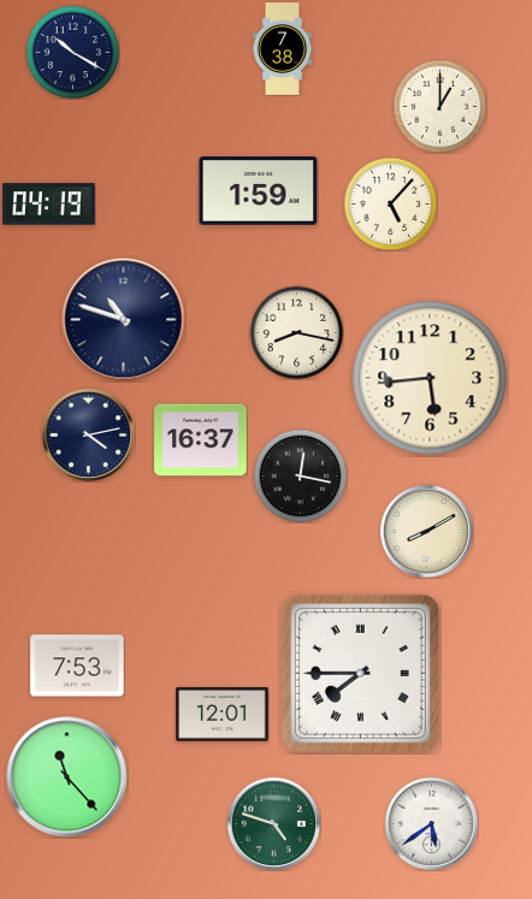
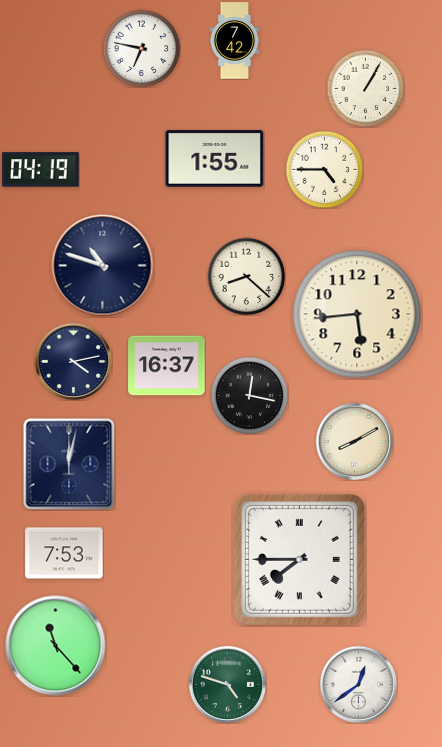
clock at (283, 49): 7:38 -> 7:42
clock at (72, 52): 10:20 -> none
clock at (141, 48): none -> 6:47
clock at (439, 106): 1:00 -> 1:05
clock at (259, 191): 1:59 -> 1:55
clock at (390, 203): 5:07 -> 4:45
clock at (296, 332): 8:17 -> 8:22
clock at (69, 464): none -> 12:02
clock at (223, 714): 12:01 -> none
clock at (431, 823): 5:39 -> 12:39
